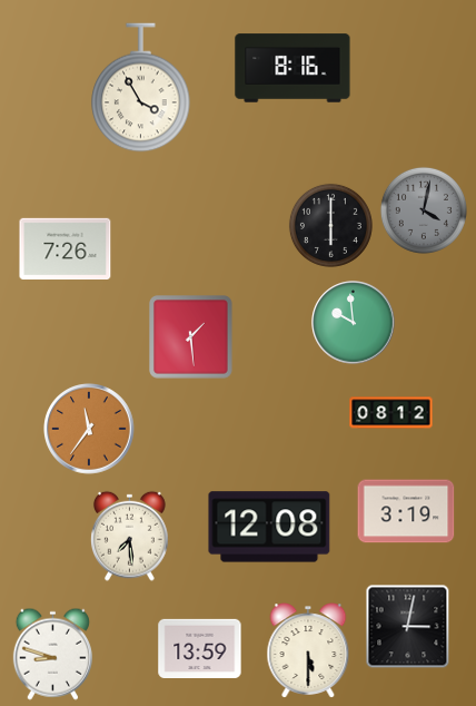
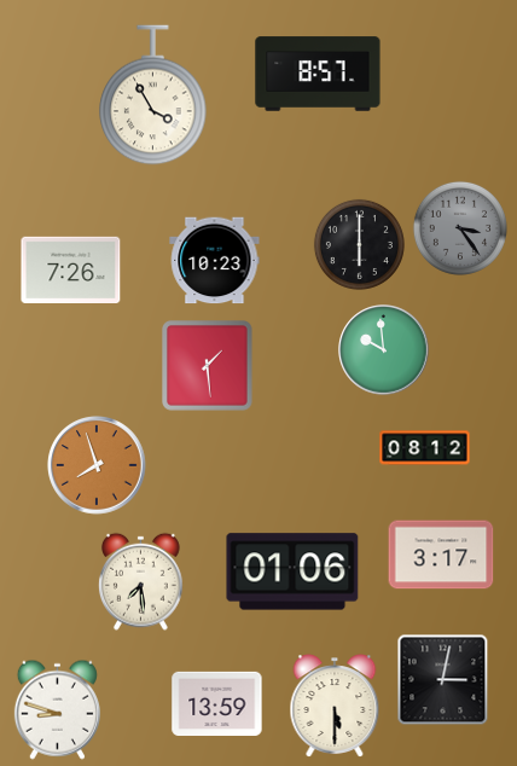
clock at (292, 68): 8:16 -> 8:57
clock at (424, 210): 4:02 -> 3:24
clock at (215, 261): none -> 10:23
clock at (89, 429): 11:36 -> 7:57
clock at (406, 511): 3:19 -> 3:17
clock at (269, 527): 12:08 -> 01:06
